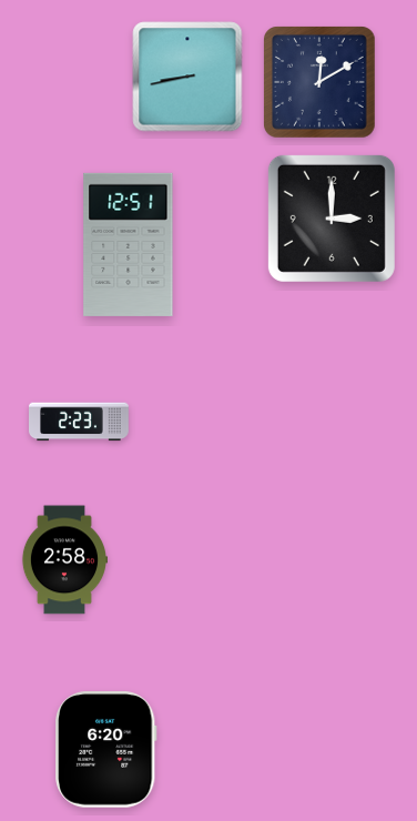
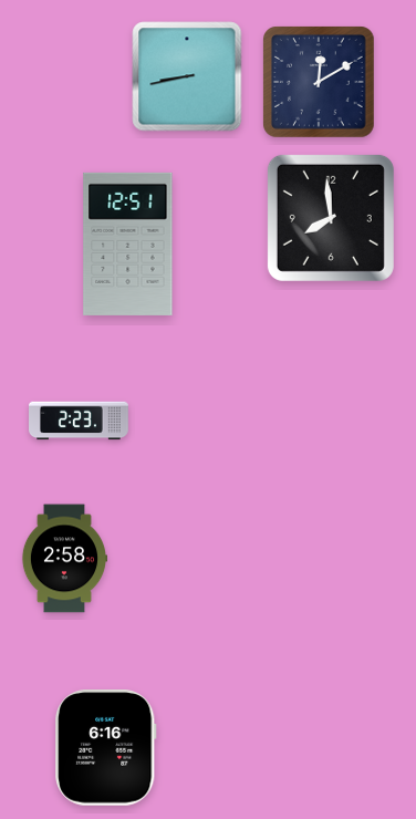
clock at (332, 219): 3:00 -> 7:59
clock at (106, 750): 6:20 -> 6:16
